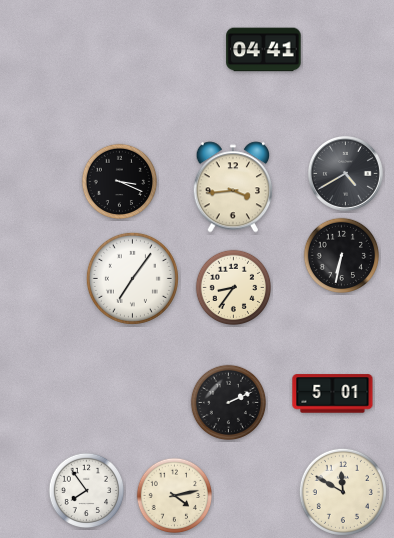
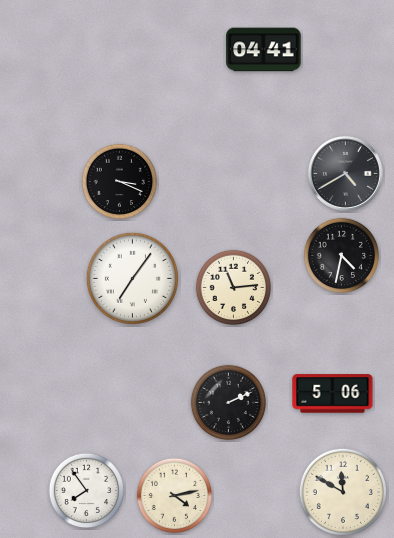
clock at (233, 187): 3:44 -> none
clock at (342, 256): 6:32 -> 4:32
clock at (234, 288): 8:36 -> 11:14
clock at (333, 394): 5:01 -> 5:06
